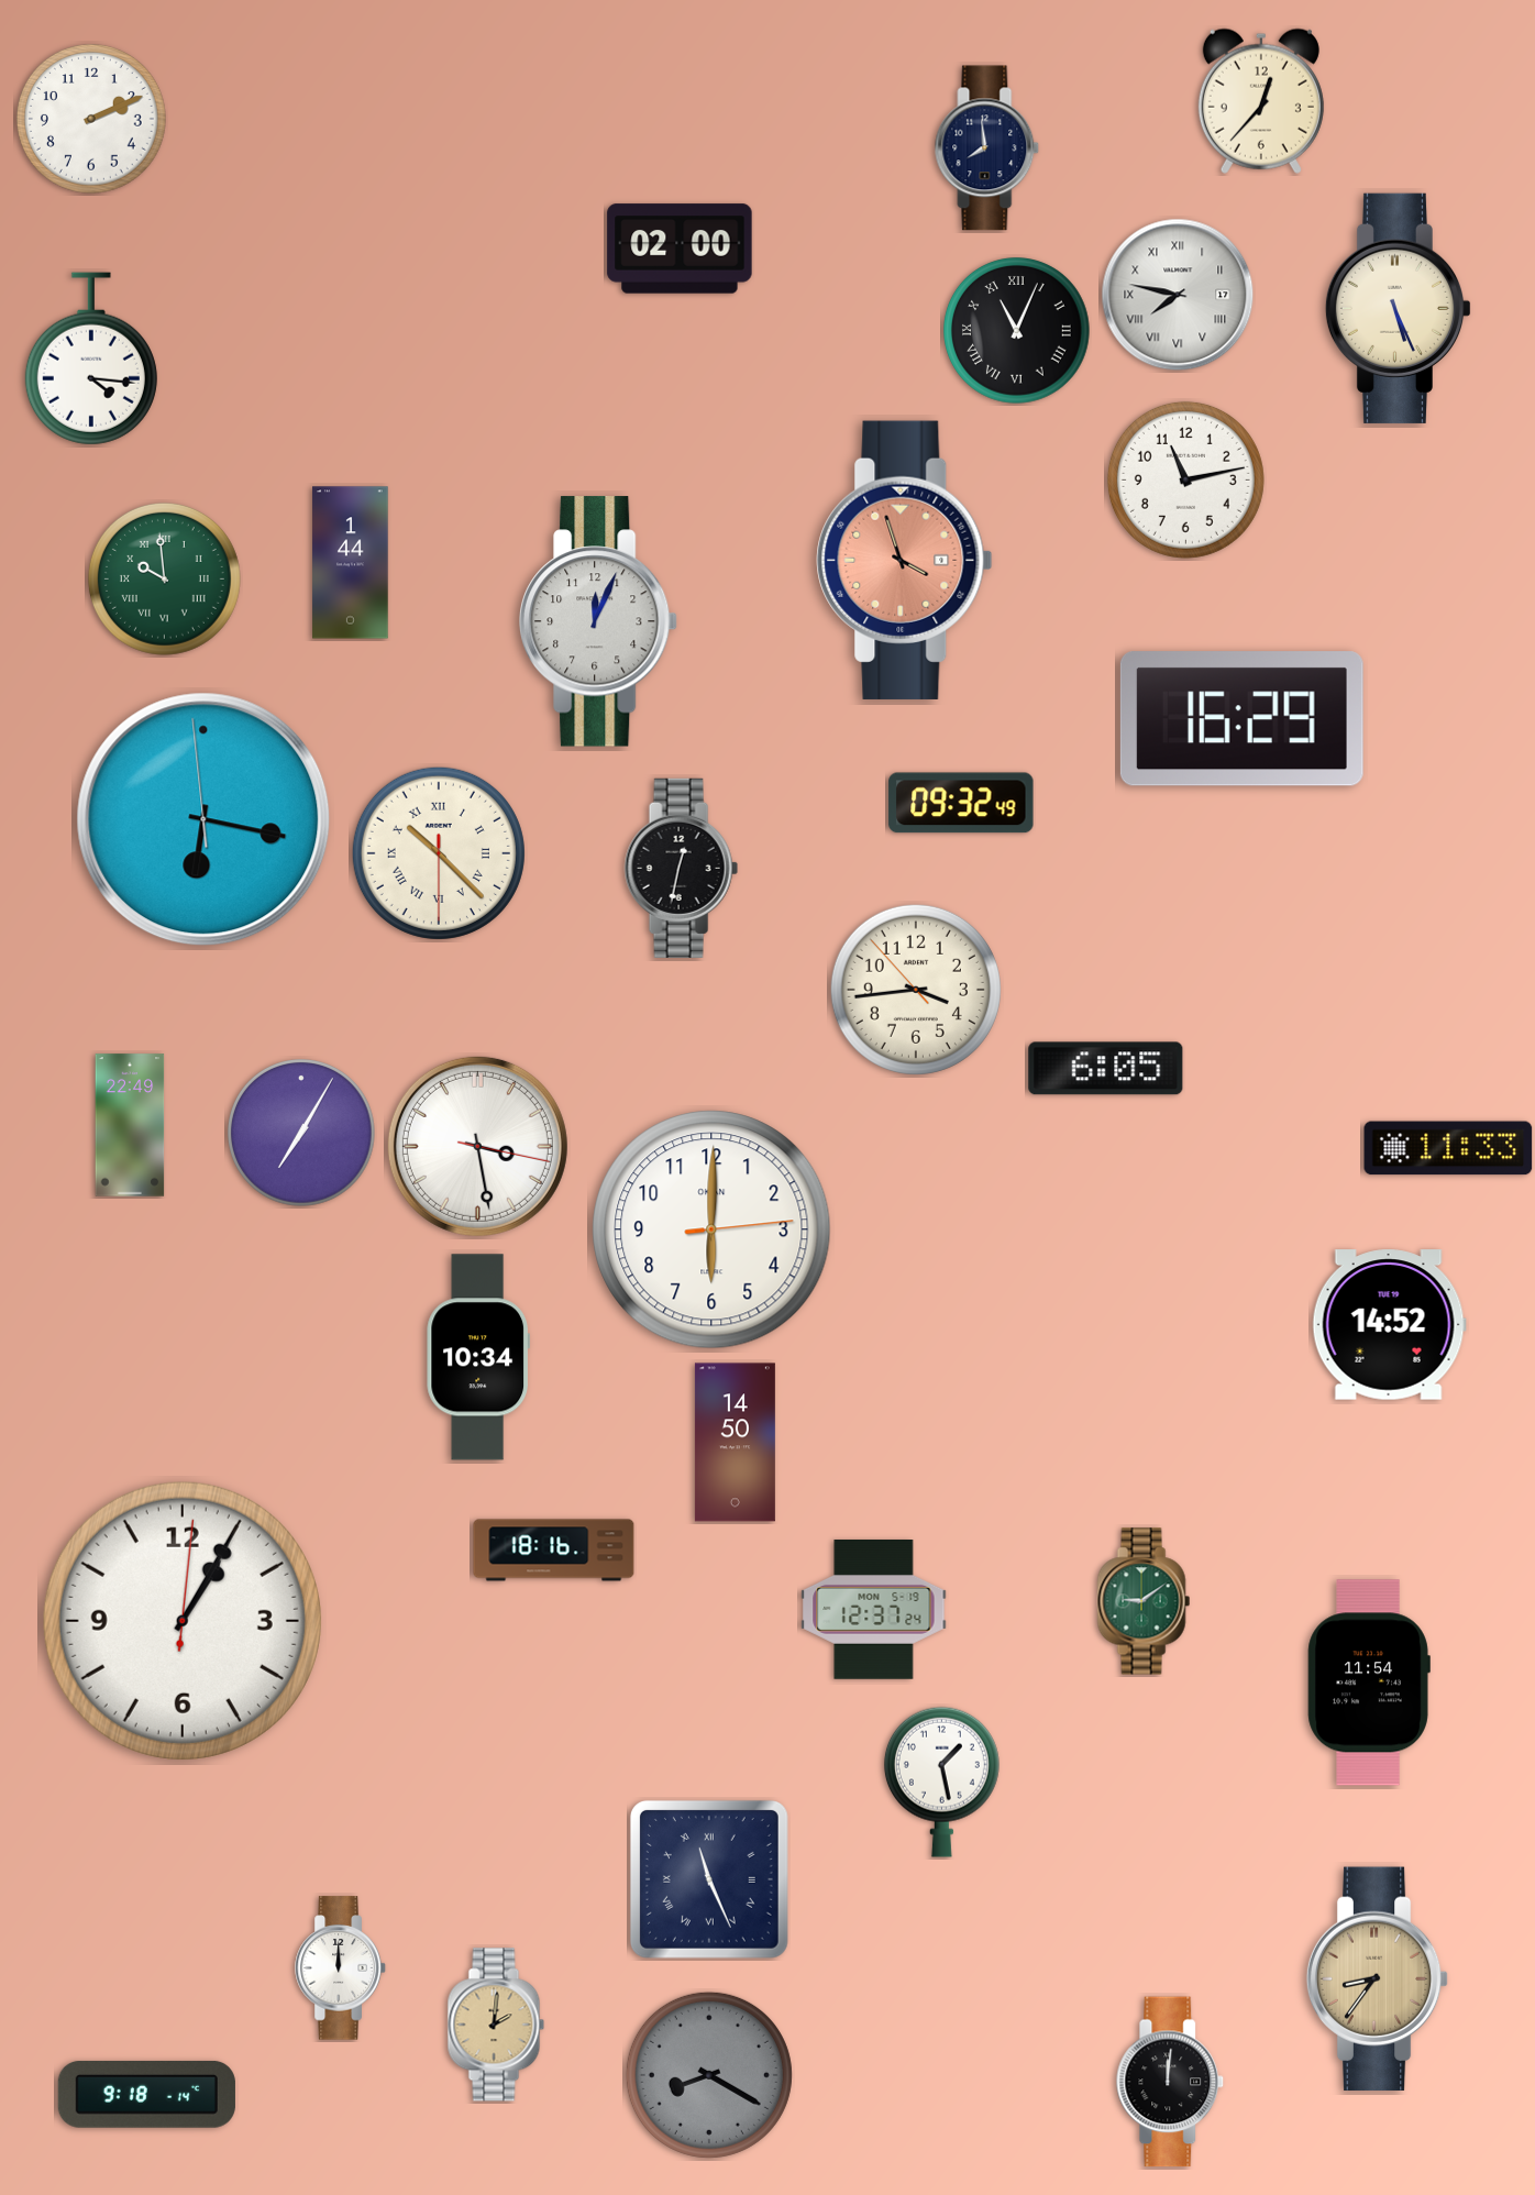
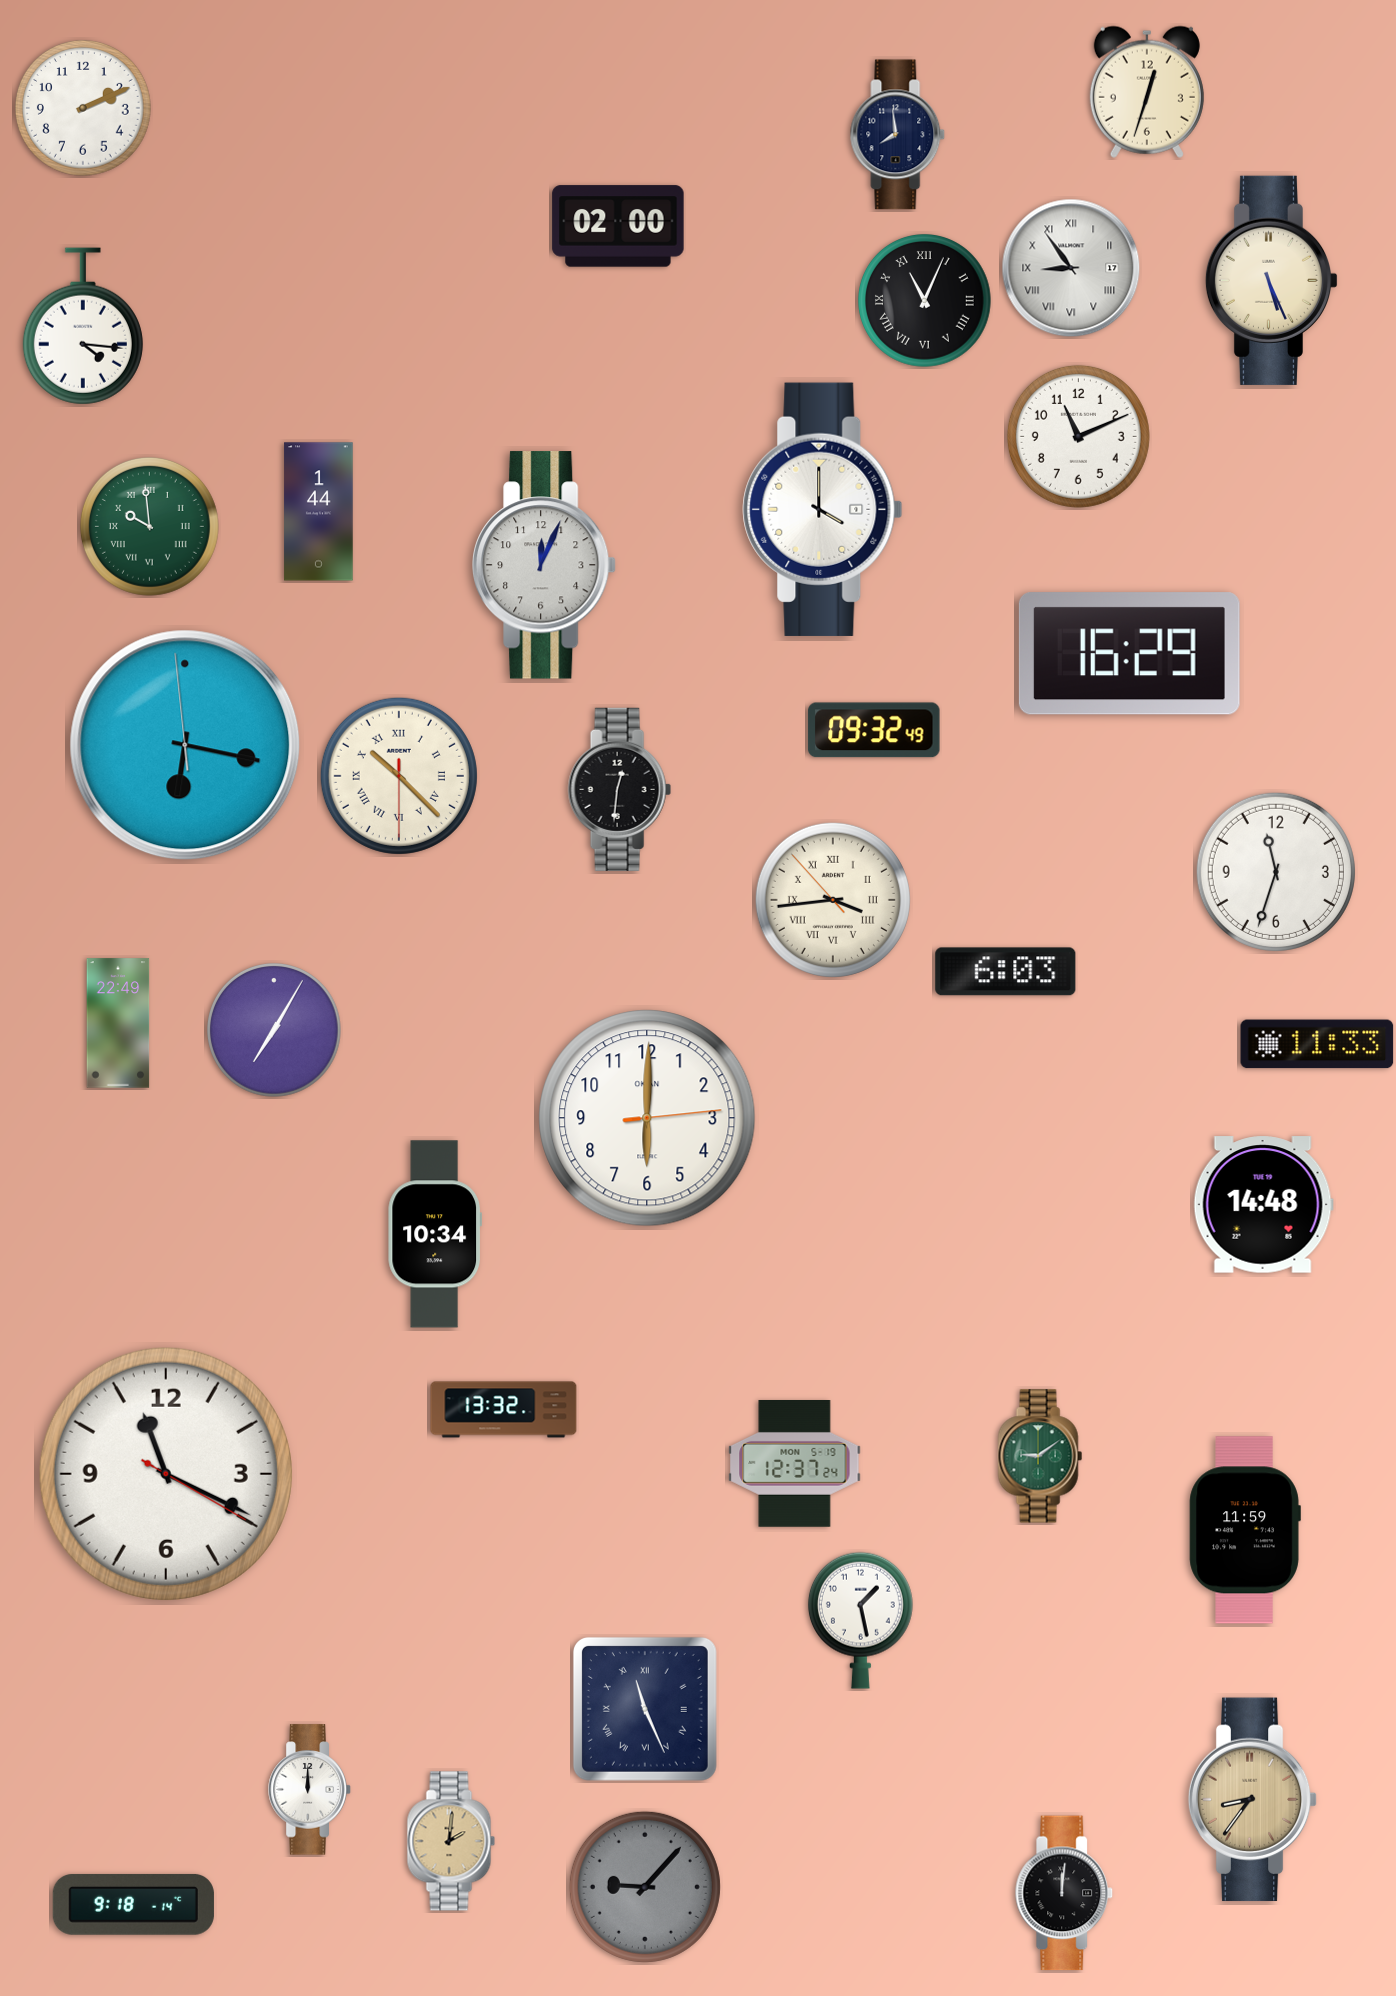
clock at (1261, 101): 12:37 -> 12:33
clock at (1178, 295): 7:47 -> 8:54
clock at (1185, 479): 11:13 -> 11:11
clock at (905, 560): 3:57 -> 4:00
clock at (905, 560) dial: salmon -> white
clock at (681, 868): 12:32 -> 12:31
clock at (1276, 872): none -> 11:33
clock at (916, 990) numerals: Arabic -> Roman
clock at (1106, 1069): 6:05 -> 6:03
clock at (477, 1146): 3:28 -> none
clock at (1389, 1325): 14:52 -> 14:48
clock at (735, 1443): 14:50 -> none
clock at (554, 1551): 18:16 -> 13:32
clock at (183, 1621): 1:05 -> 11:19
clock at (1369, 1683): 11:54 -> 11:59
clock at (941, 1782) position: (941, 1782) -> (860, 1620)
clock at (709, 2075): 8:20 -> 9:07
